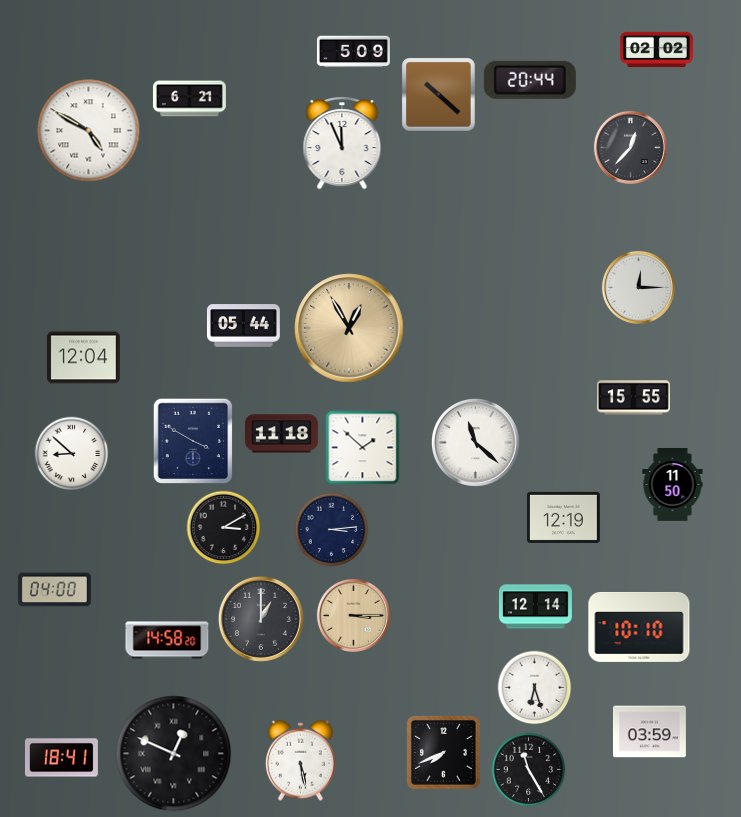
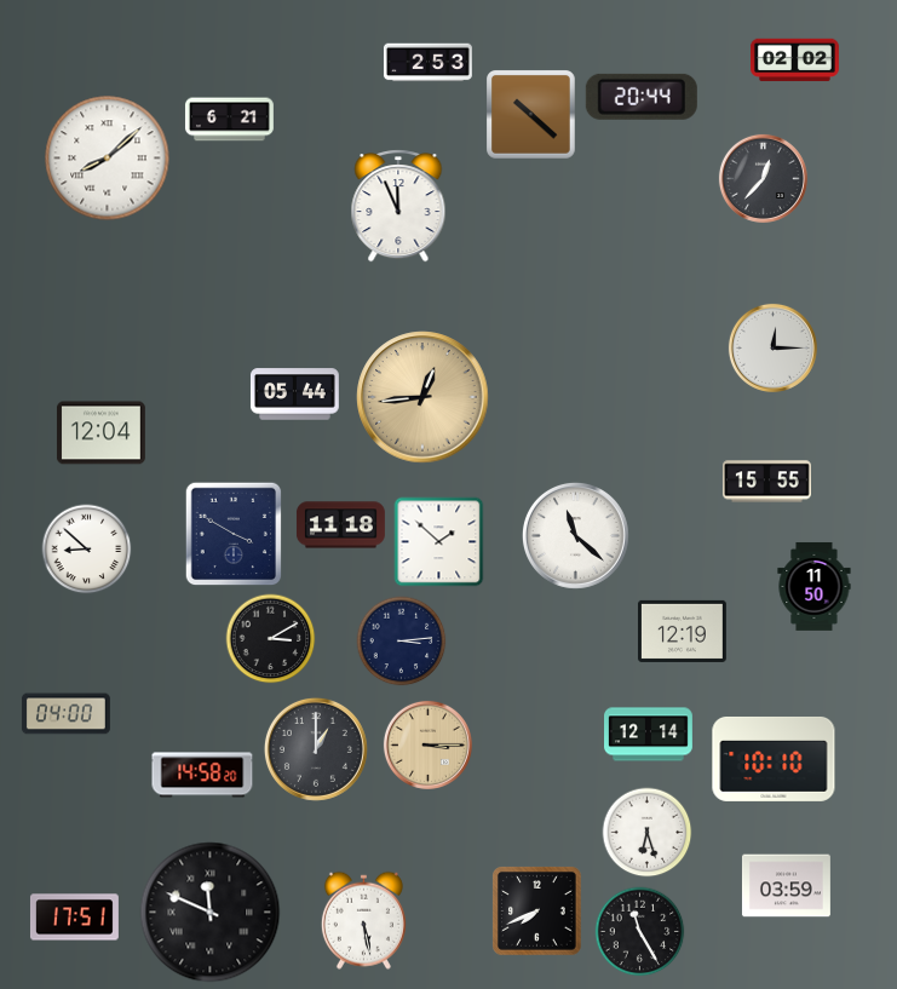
clock at (353, 52): 5:09 -> 2:53
clock at (89, 131): 4:50 -> 8:08
clock at (342, 143) position: (342, 143) -> (398, 206)
clock at (349, 328): 12:55 -> 12:44
clock at (563, 517) position: (563, 517) -> (682, 631)
clock at (174, 754): 12:49 -> 11:49
clock at (62, 758): 18:41 -> 17:51
